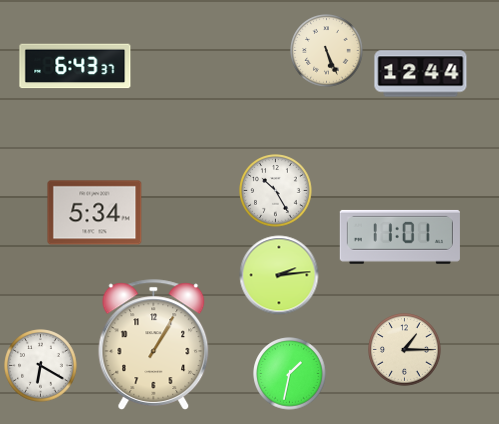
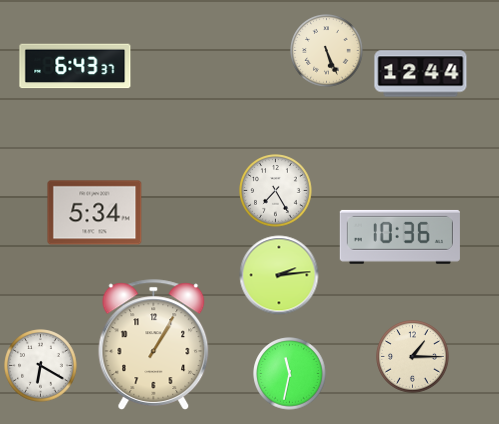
clock at (276, 191): 10:25 -> 7:25
clock at (400, 237): 11:01 -> 10:36
clock at (405, 350) position: (405, 350) -> (413, 357)
clock at (290, 374): 1:32 -> 11:32
